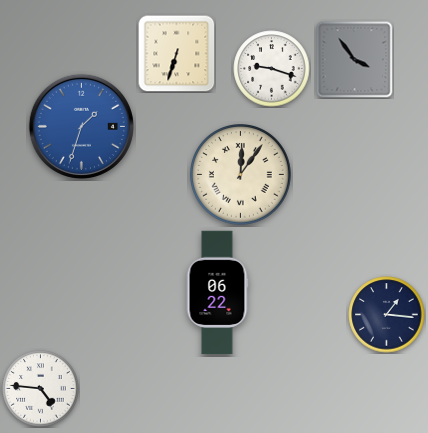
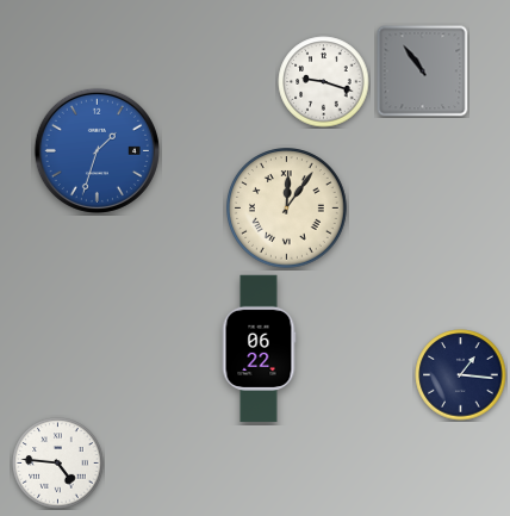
clock at (176, 53): 6:33 -> none
clock at (355, 60): 3:54 -> 10:54
clock at (41, 389) position: (41, 389) -> (58, 464)
